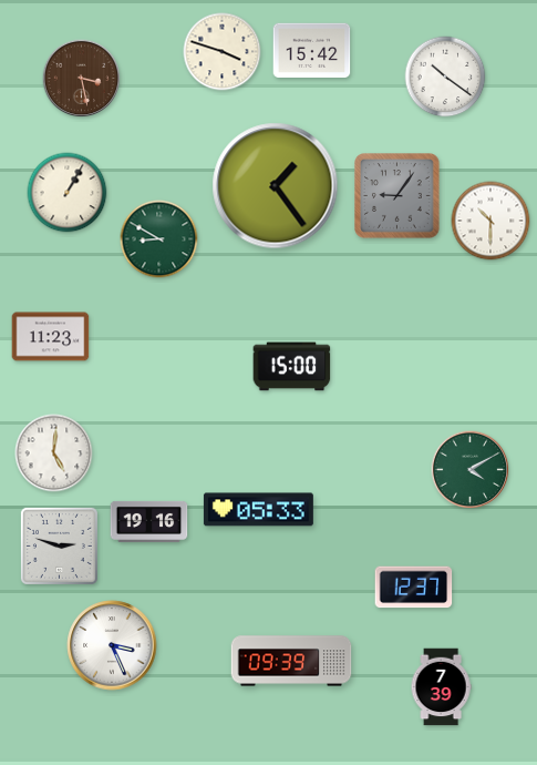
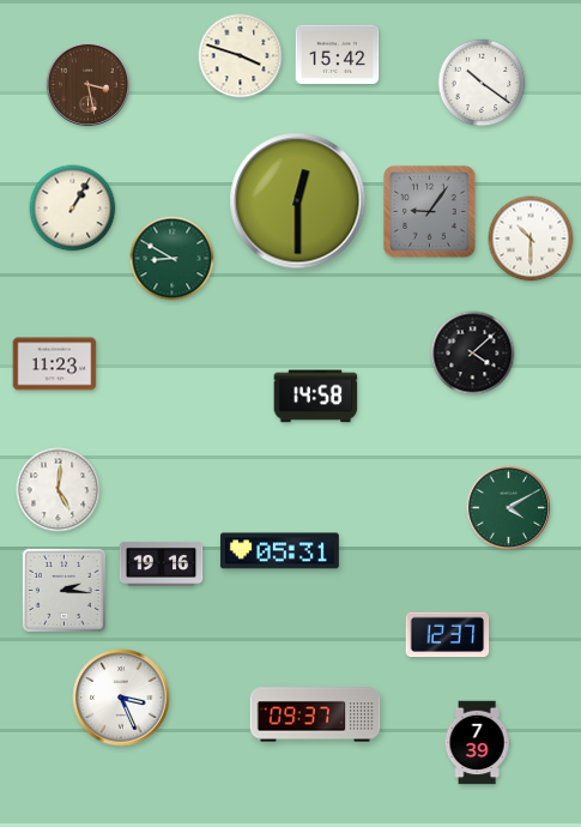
clock at (276, 186): 1:24 -> 12:30
clock at (473, 354): none -> 4:08
clock at (292, 367): 15:00 -> 14:58
clock at (258, 510): 05:33 -> 05:31
clock at (59, 545): 2:48 -> 2:16
clock at (291, 661): 09:39 -> 09:37
